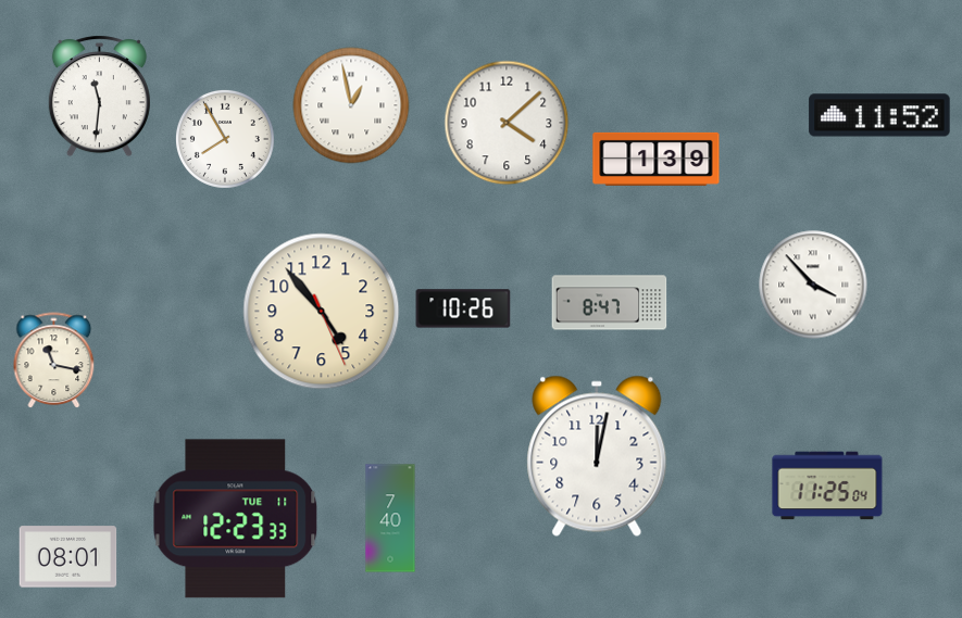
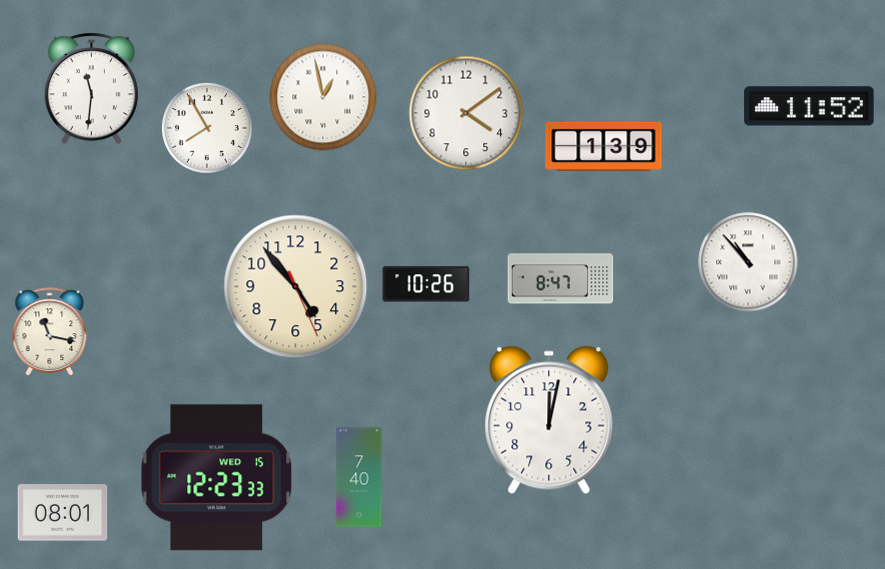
clock at (507, 123): 4:08 -> 4:09
clock at (813, 285): 3:53 -> 10:53
clock at (827, 485): 11:25 -> none
clock at (236, 519) date: TUE 11 -> WED 15
